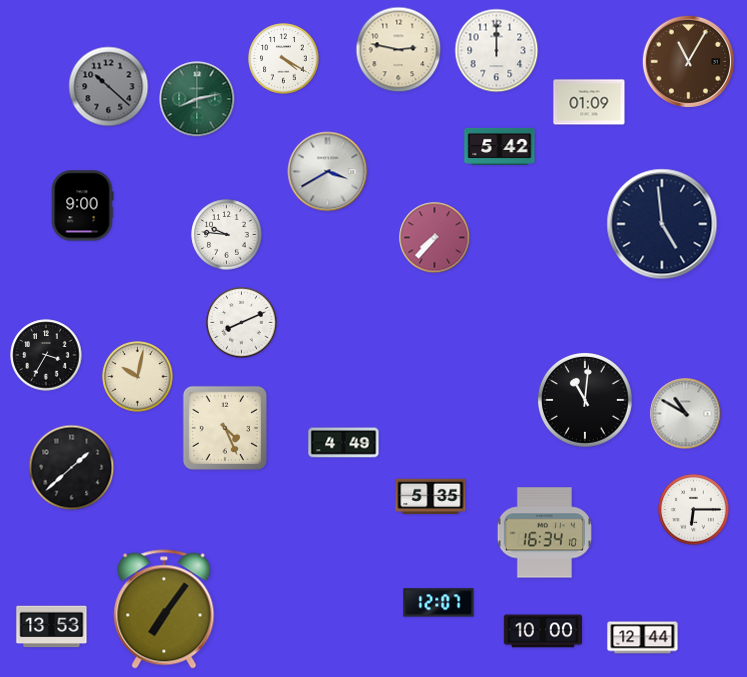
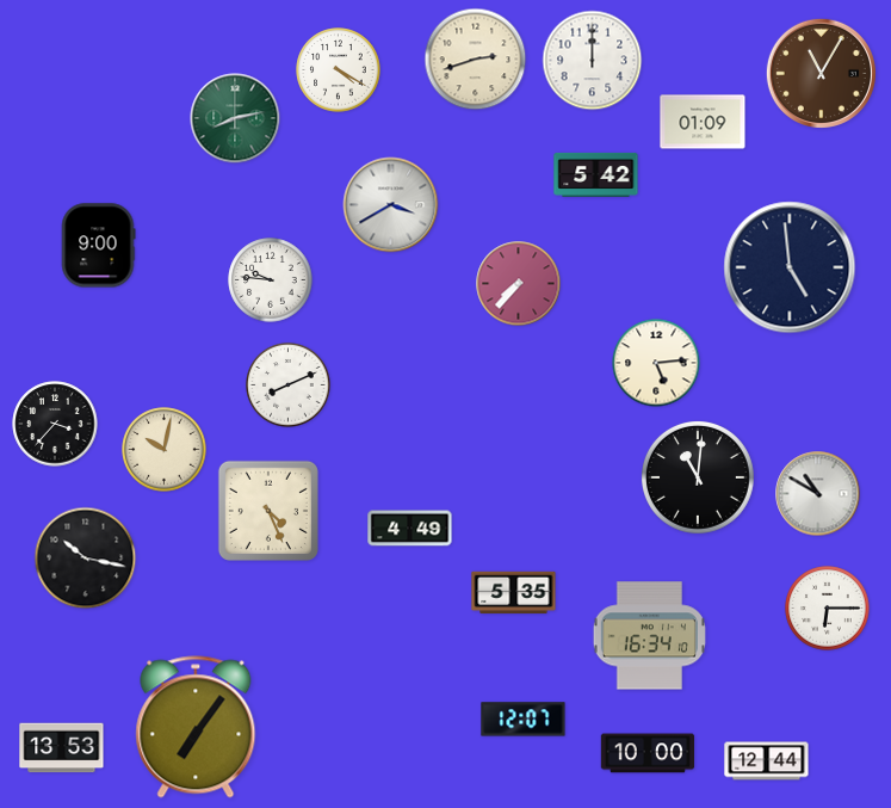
clock at (399, 50): 2:47 -> 2:42
clock at (109, 87): 10:22 -> none
clock at (656, 363): none -> 5:14
clock at (46, 355): 3:35 -> 3:37
clock at (72, 468): 1:38 -> 10:17
